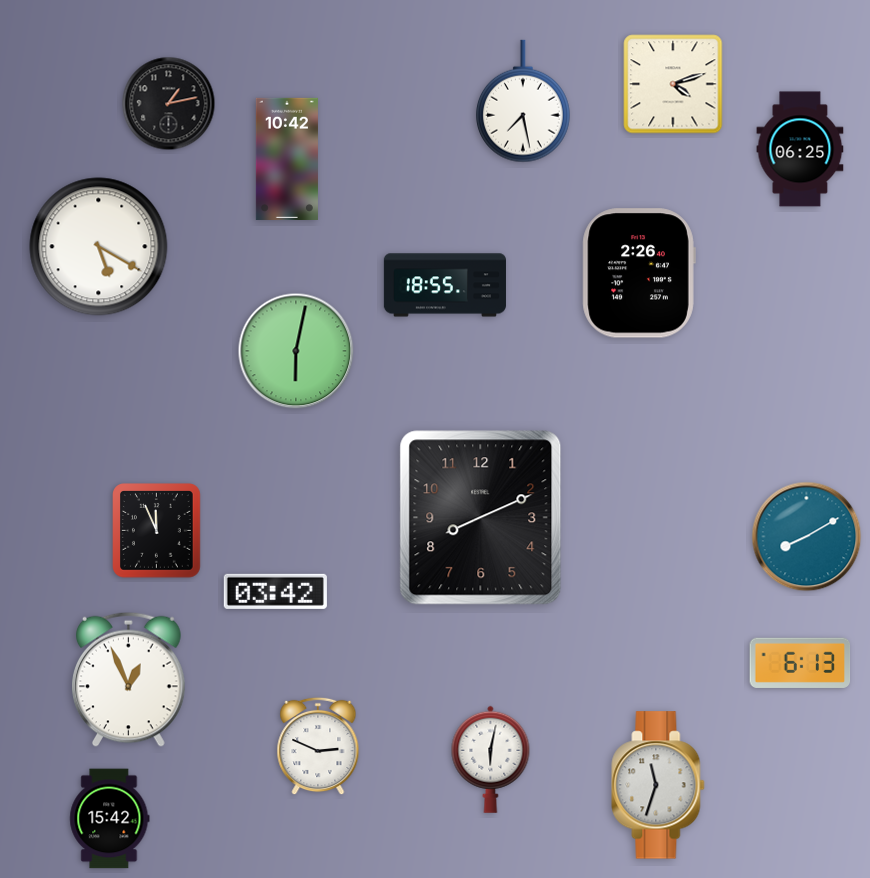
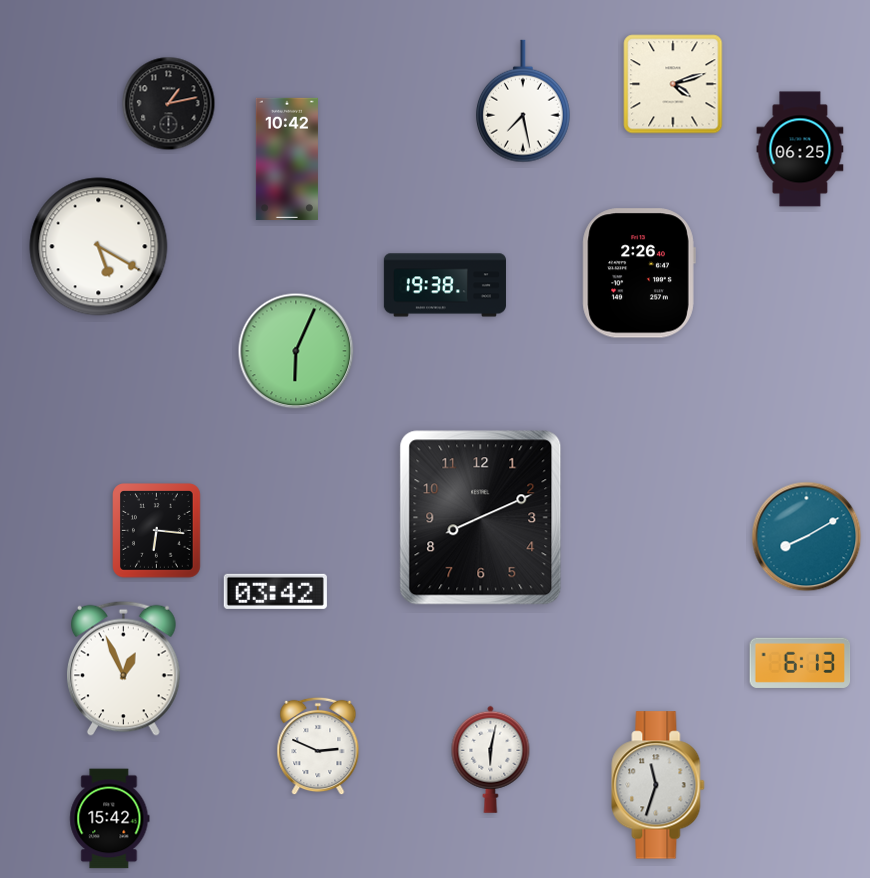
clock at (445, 285): 18:55 -> 19:38
clock at (296, 351): 6:02 -> 6:04
clock at (157, 531): 11:56 -> 6:16
clock at (129, 679) position: (129, 679) -> (124, 668)
